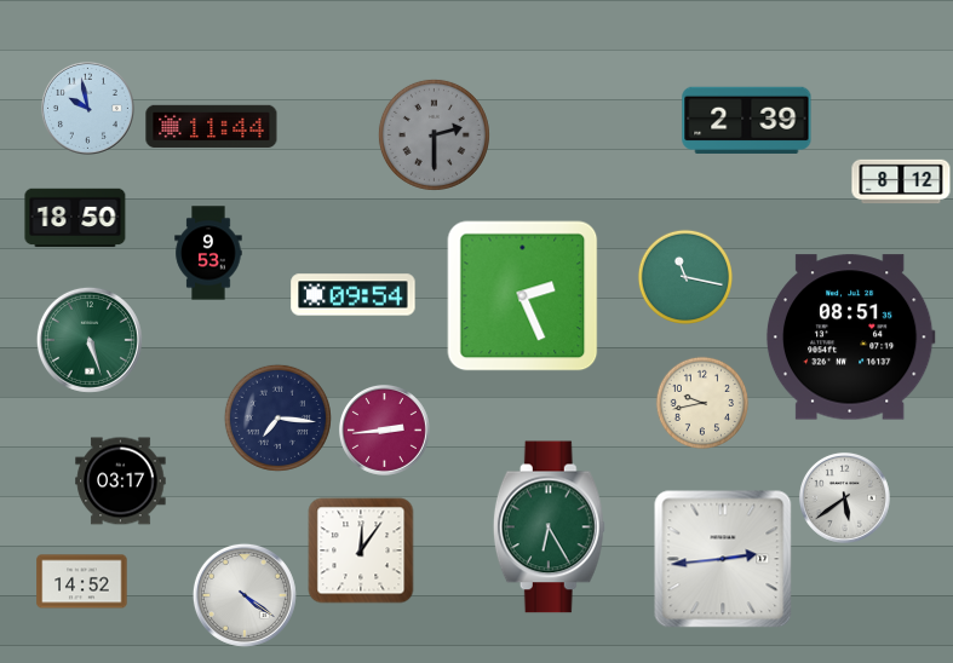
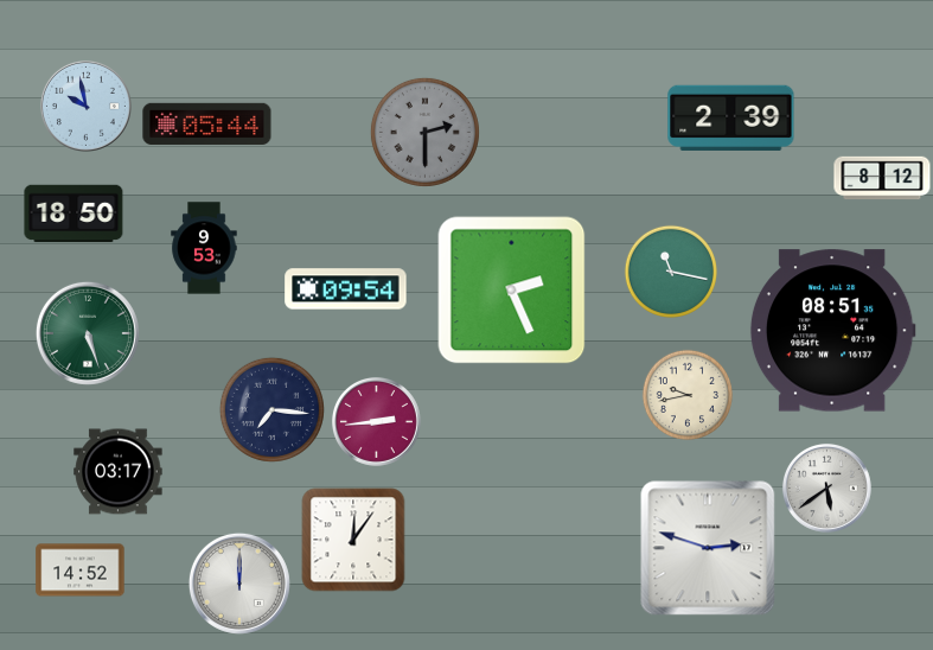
clock at (212, 126): 11:44 -> 05:44
clock at (549, 527): 6:25 -> none
clock at (723, 559): 2:44 -> 2:48
clock at (245, 595): 4:21 -> 12:00
